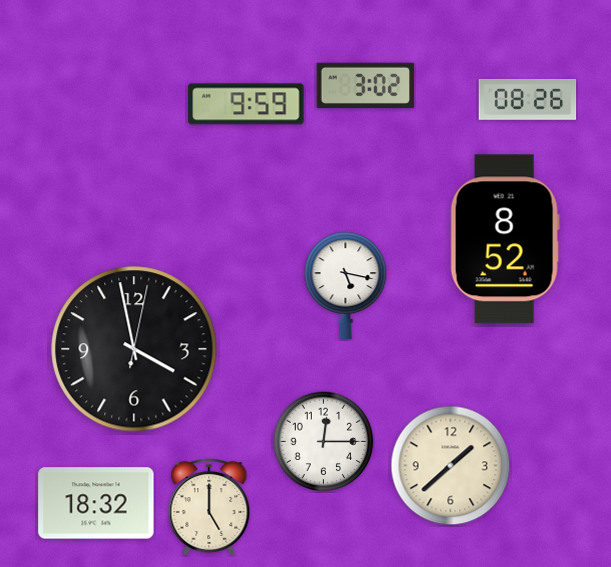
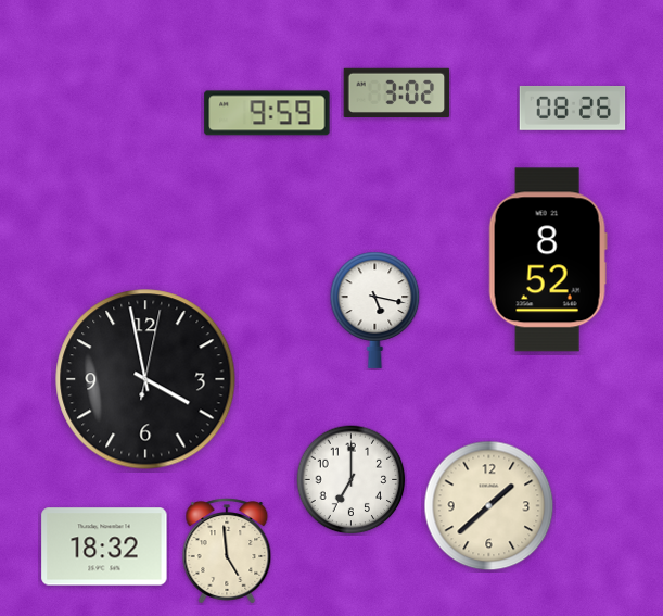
clock at (324, 442): 12:15 -> 7:00
clock at (209, 507): 5:00 -> 4:59
